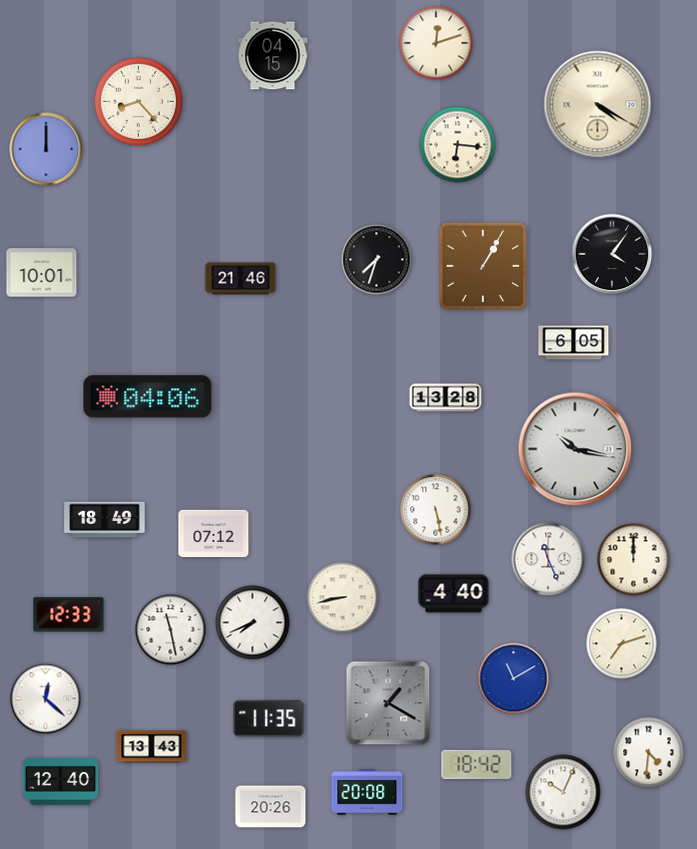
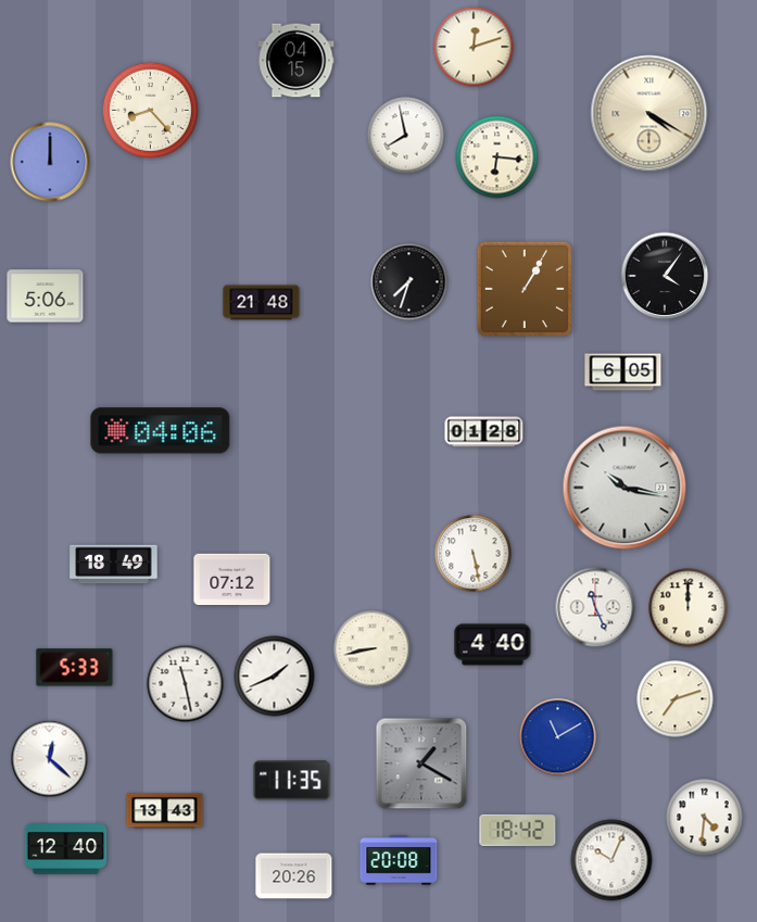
clock at (406, 136): none -> 7:58
clock at (42, 273): 10:01 -> 5:06
clock at (241, 279): 21:46 -> 21:48
clock at (446, 398): 13:28 -> 01:28
clock at (69, 615): 12:33 -> 5:33
clock at (253, 623): 7:41 -> 1:41
